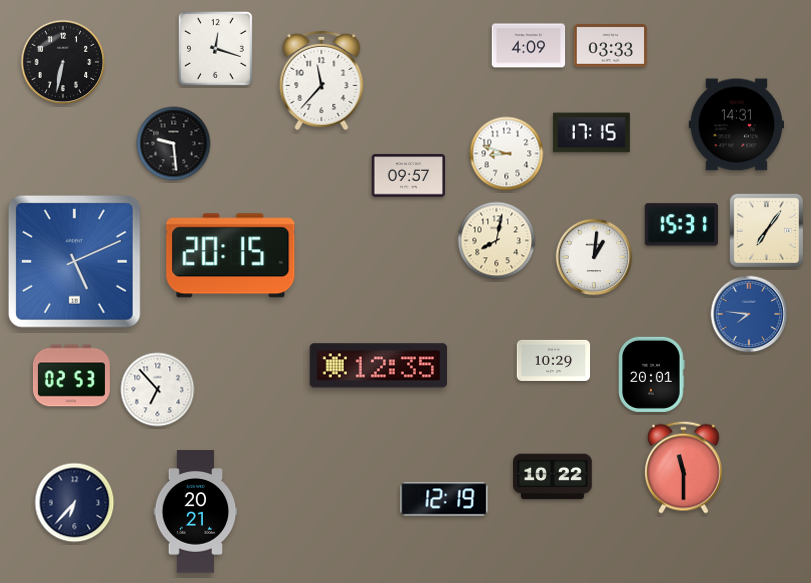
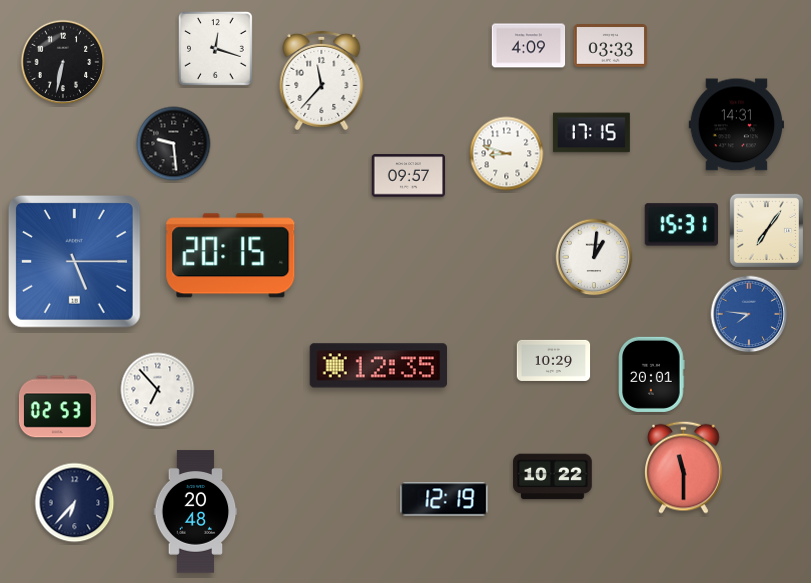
clock at (497, 241): 8:02 -> none
clock at (74, 261): 5:11 -> 5:15
clock at (71, 376) position: (71, 376) -> (57, 407)
clock at (196, 512): 20:21 -> 20:48
